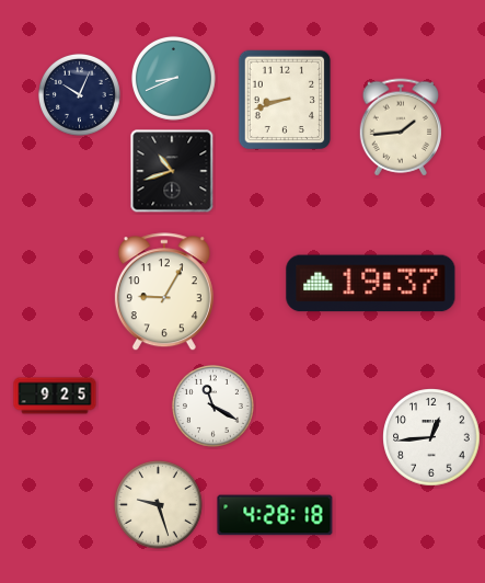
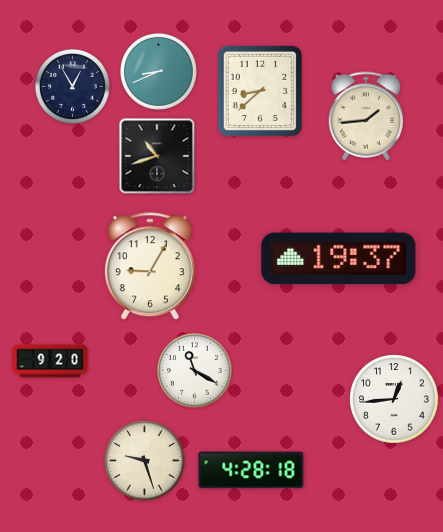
clock at (79, 94): 10:04 -> 12:55
clock at (285, 100): 8:42 -> 8:38
clock at (55, 396): 9:25 -> 9:20
